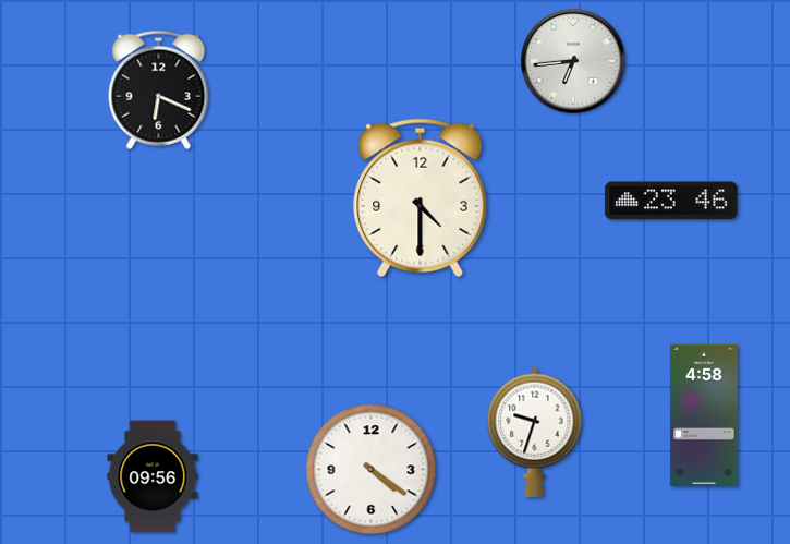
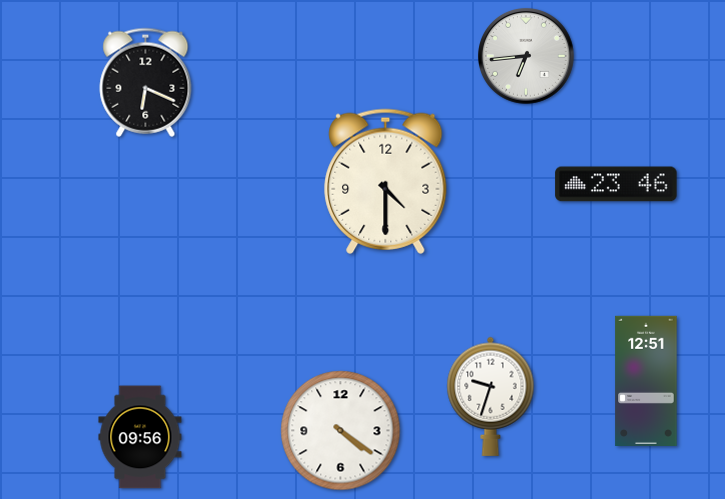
clock at (704, 414): 4:58 -> 12:51
